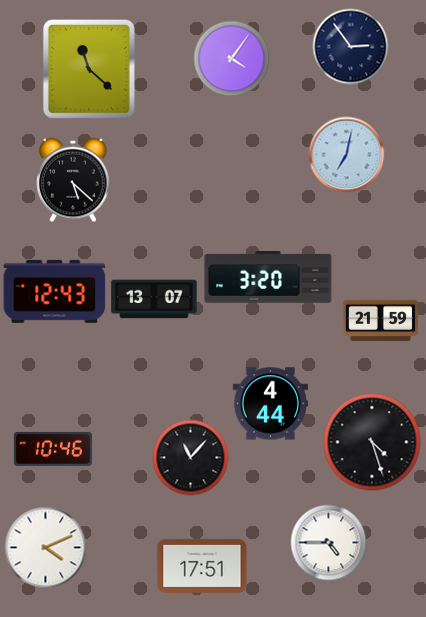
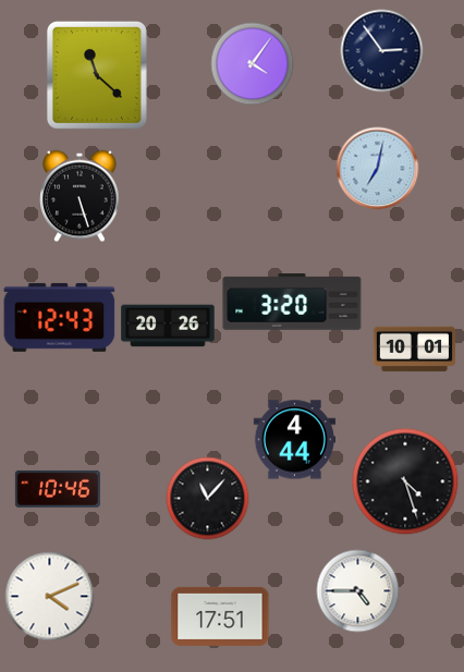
clock at (73, 180): 5:22 -> 5:27
clock at (154, 299): 13:07 -> 20:26
clock at (381, 321): 21:59 -> 10:01
